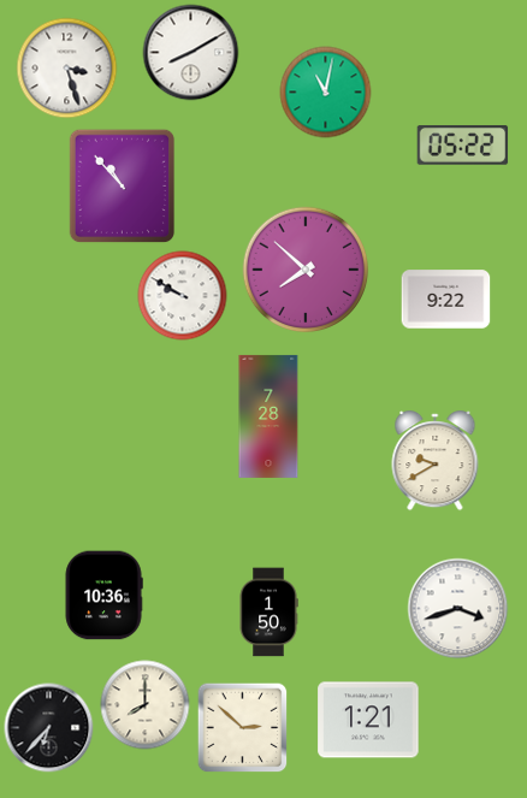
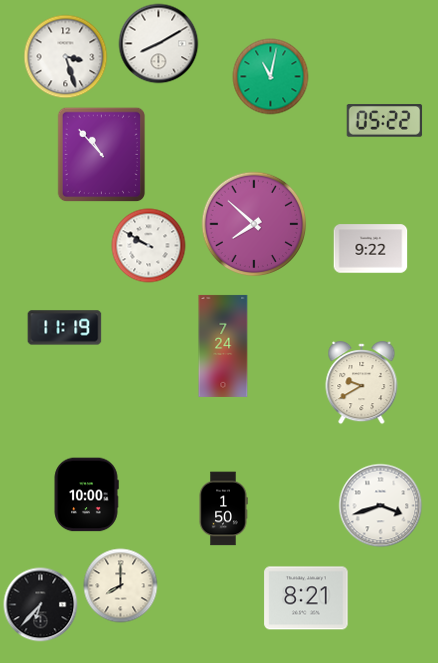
clock at (67, 69) position: (67, 69) -> (66, 57)
clock at (183, 296) position: (183, 296) -> (149, 246)
clock at (65, 328): none -> 11:19
clock at (268, 416): 7:28 -> 7:24
clock at (103, 596): 10:36 -> 10:00
clock at (368, 720): 1:21 -> 8:21
clock at (243, 728): 2:52 -> none
